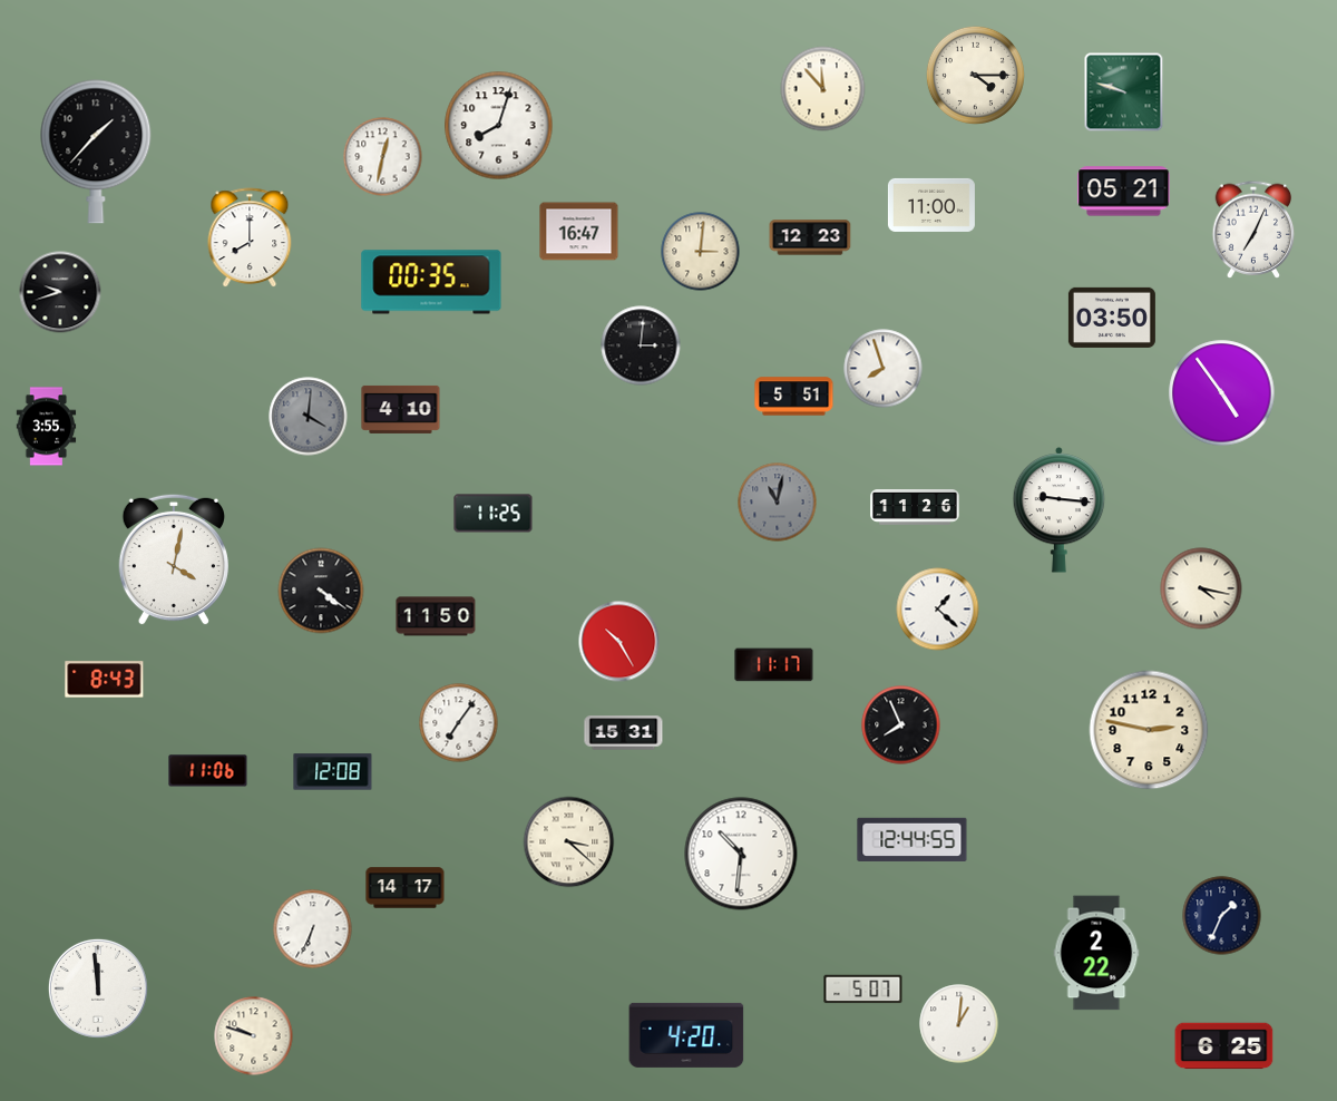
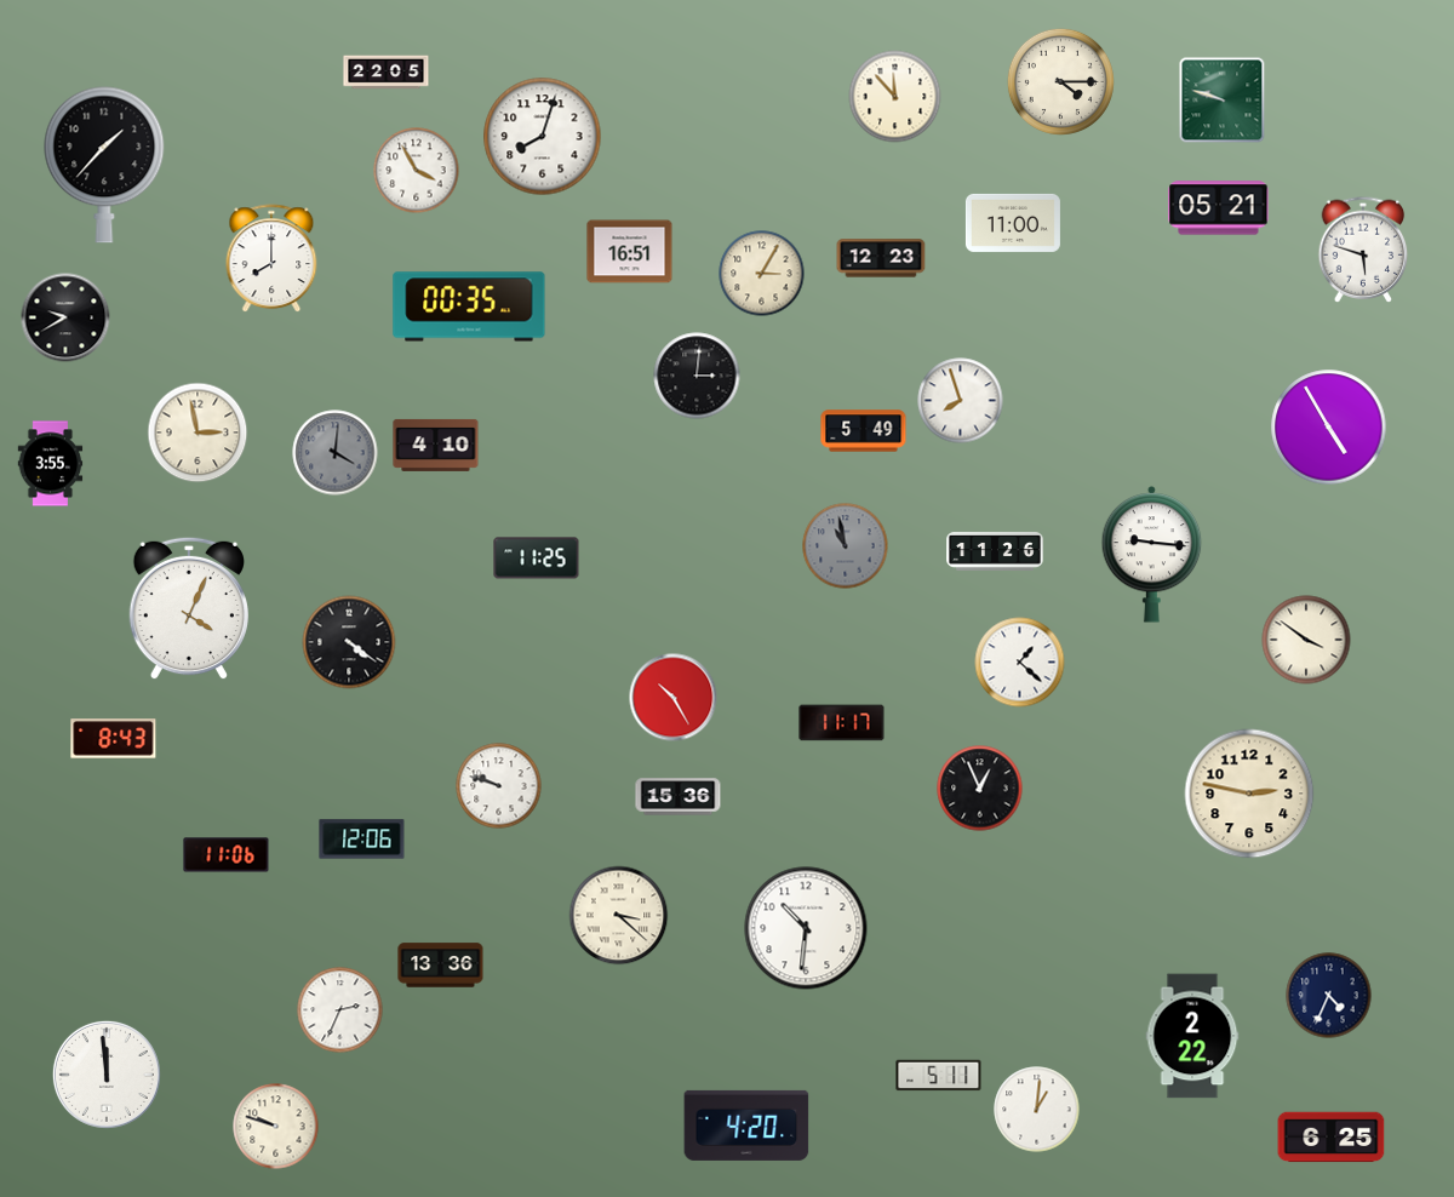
clock at (387, 73): none -> 22:05
clock at (383, 157): 12:32 -> 3:55
clock at (1124, 192) position: (1124, 192) -> (1219, 208)
clock at (1253, 230): 7:04 -> 5:48
clock at (579, 232): 16:47 -> 16:51
clock at (701, 252): 3:01 -> 3:05
clock at (60, 292): 9:42 -> 9:40
clock at (1112, 318): 03:50 -> none
clock at (1222, 393): 4:54 -> 4:55
clock at (794, 397): 5:51 -> 5:49
clock at (198, 433): none -> 2:58
clock at (778, 503): 11:02 -> 10:58
clock at (173, 559): 4:02 -> 4:04
clock at (1201, 588): 4:17 -> 3:51
clock at (436, 616): 11:50 -> none
clock at (459, 723): 7:06 -> 9:48
clock at (901, 725): 7:56 -> 12:56
clock at (624, 733): 15:31 -> 15:36
clock at (208, 771) position: (208, 771) -> (227, 855)
clock at (333, 772): 12:08 -> 12:06
clock at (913, 839): 12:44 -> none
clock at (406, 888): 14:17 -> 13:36
clock at (1222, 916): 1:34 -> 4:34
clock at (313, 929): 6:34 -> 2:34
clock at (863, 990): 5:07 -> 5:11
clock at (959, 1024) position: (959, 1024) -> (1037, 1110)
